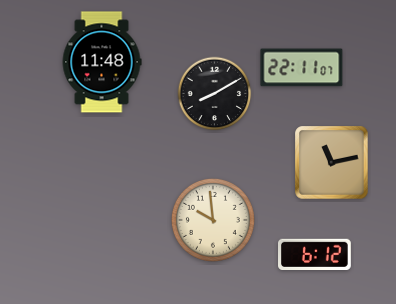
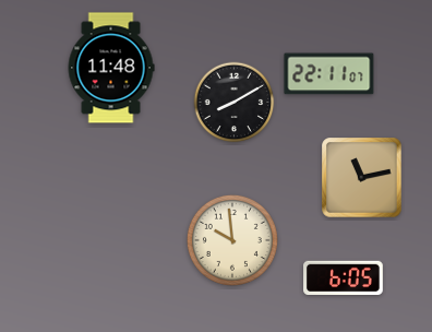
clock at (315, 254): 6:12 -> 6:05
